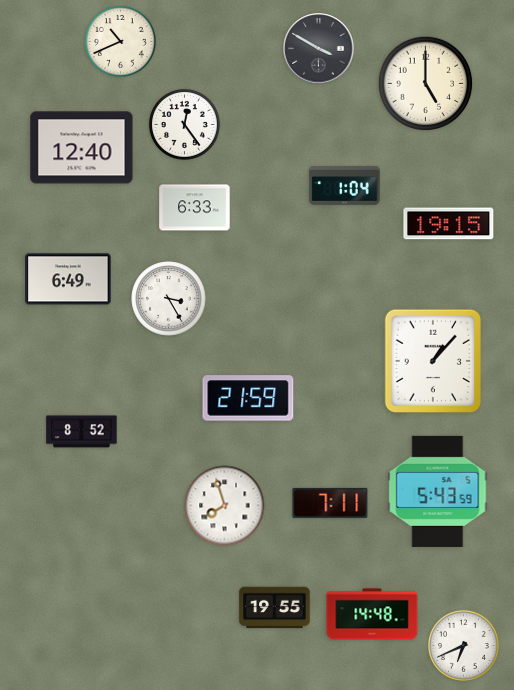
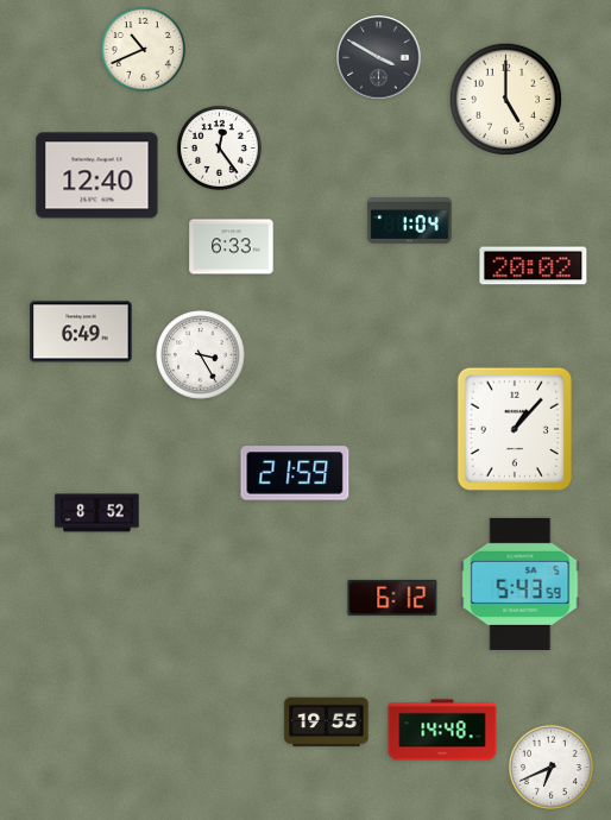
clock at (449, 224): 19:15 -> 20:02
clock at (330, 503): 7:11 -> 6:12
clock at (225, 506): 7:57 -> none
